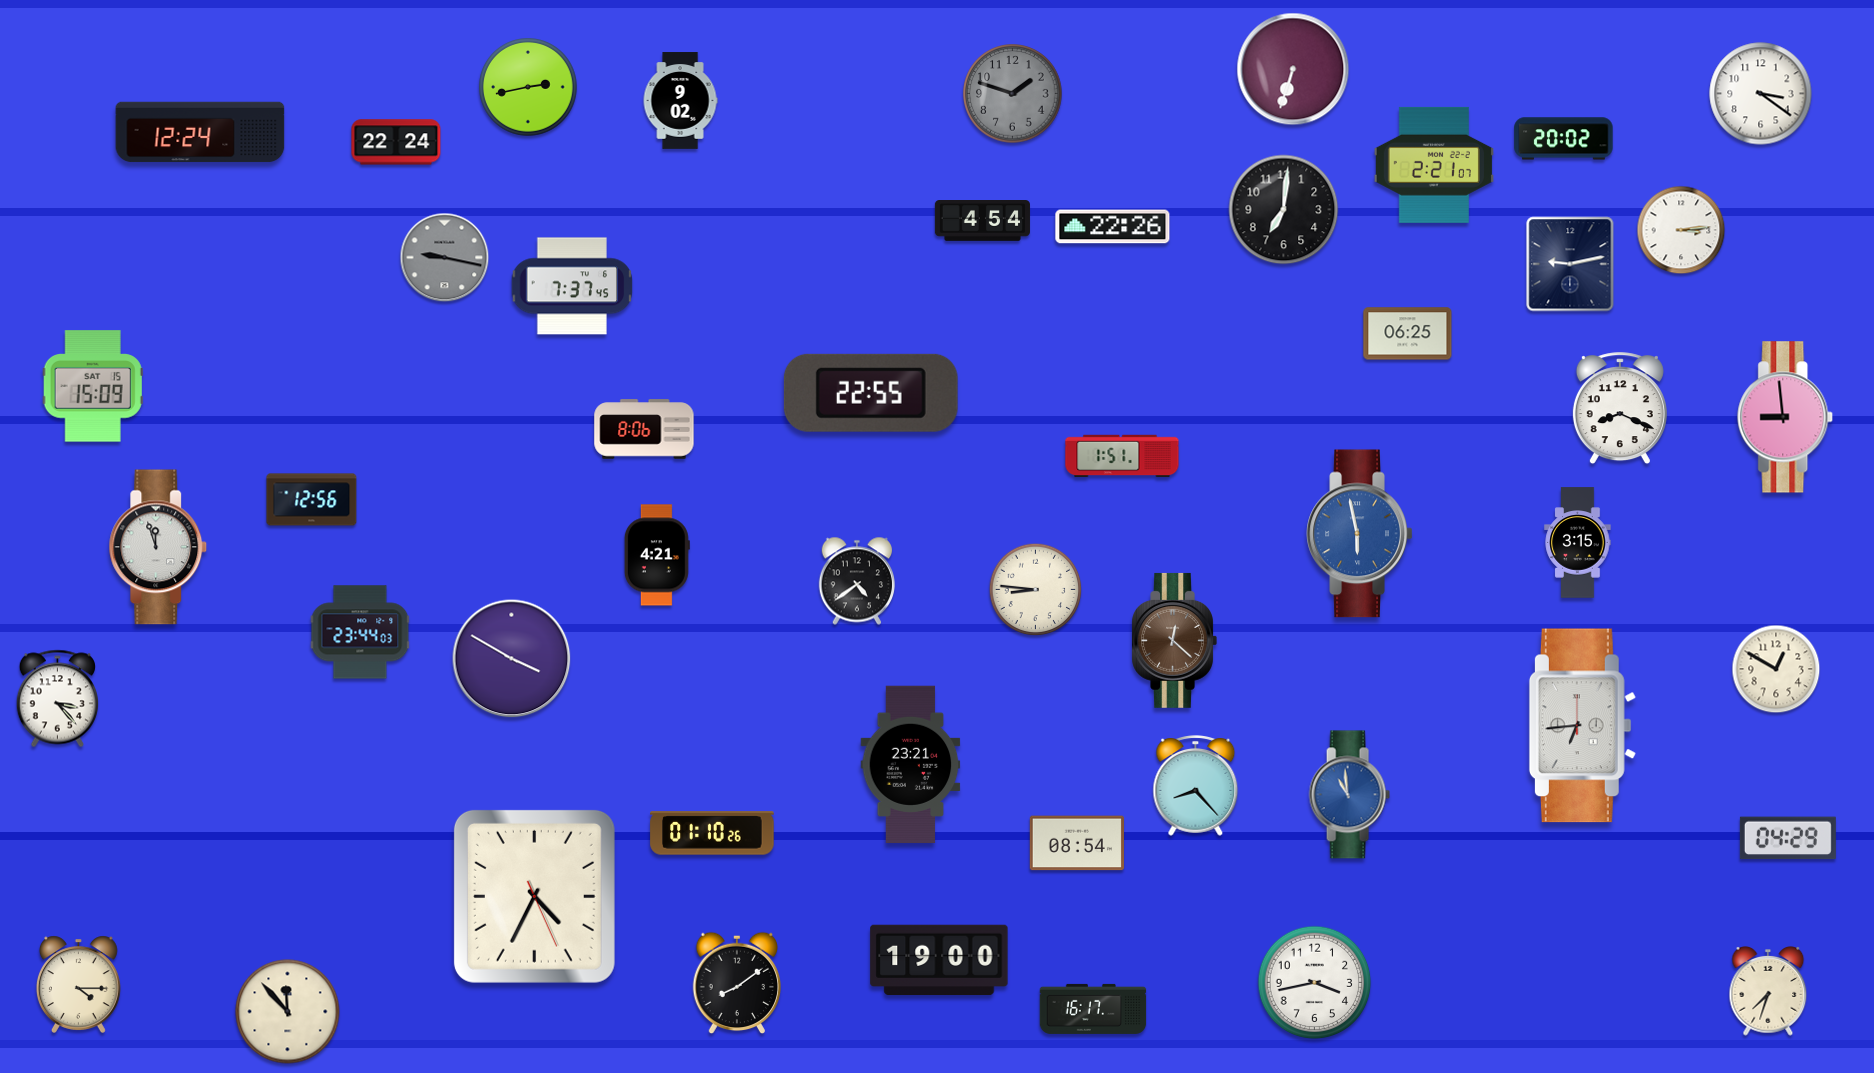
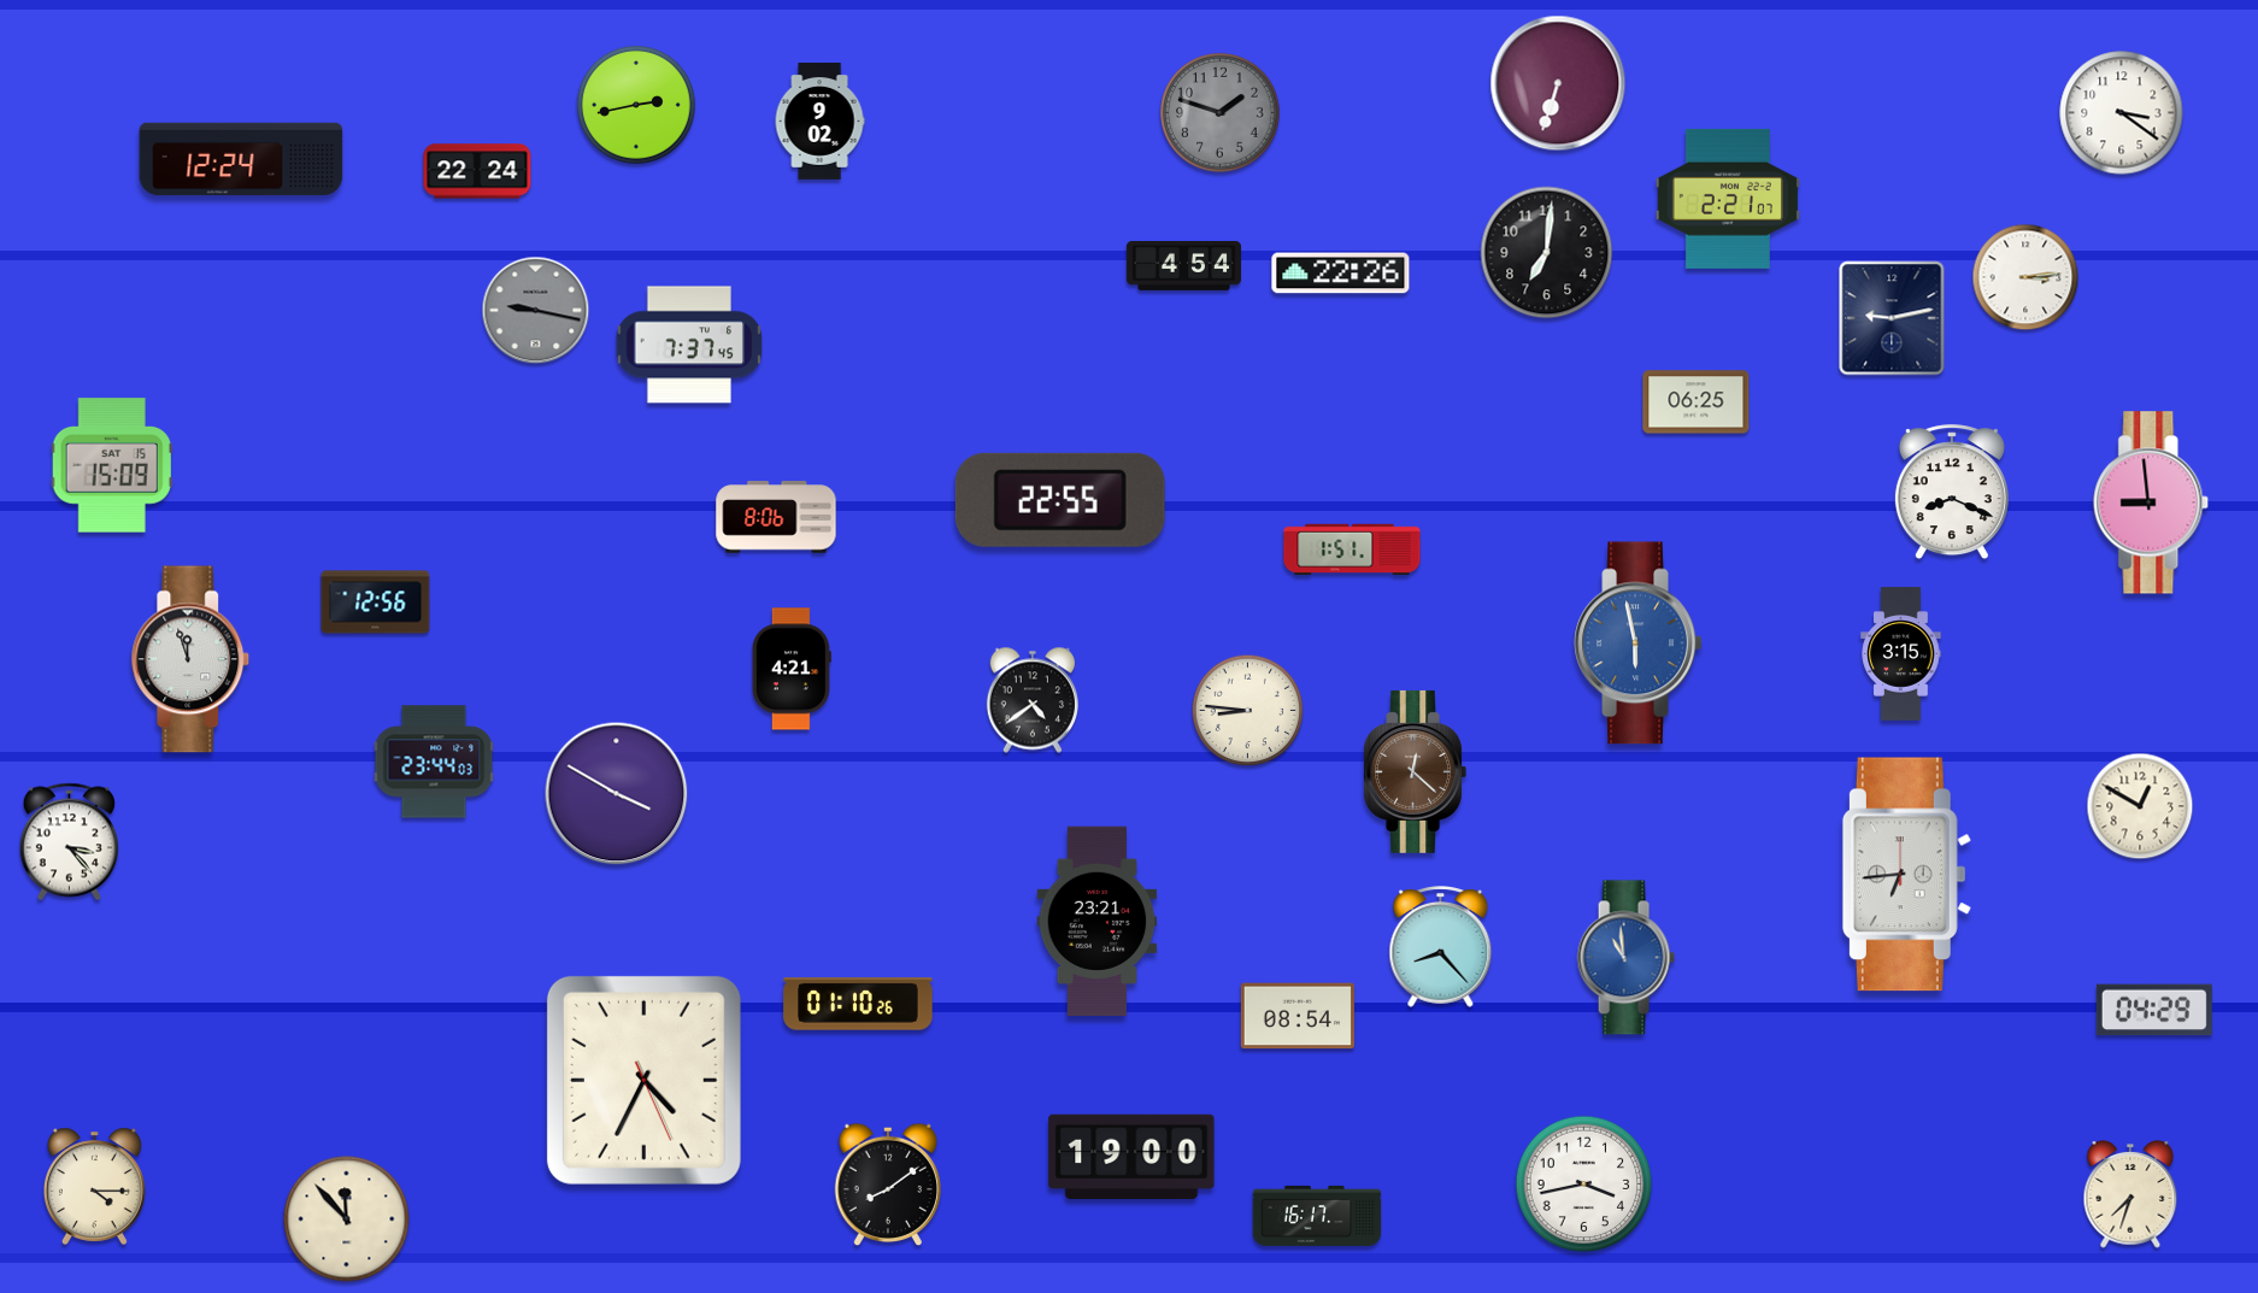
clock at (1564, 139): 20:02 -> none
clock at (871, 393) position: (871, 393) -> (1060, 500)
